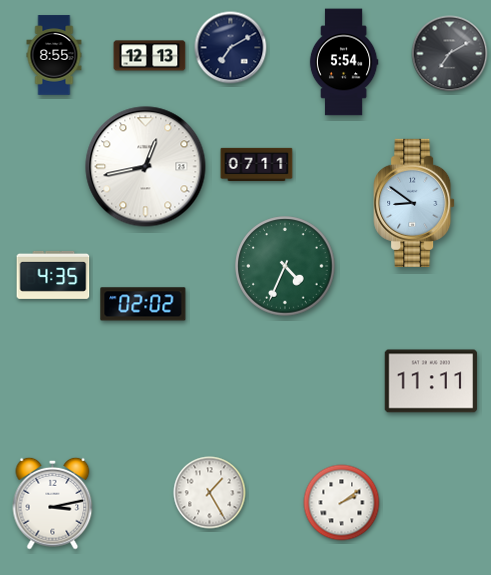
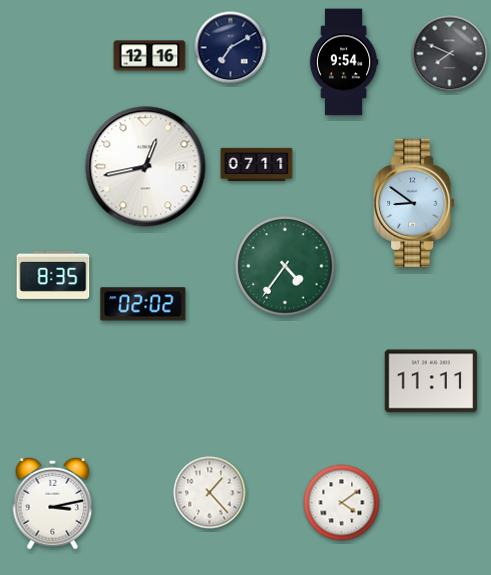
clock at (450, 54): 7:10 -> 7:49
clock at (54, 55): 8:55 -> none
clock at (150, 56): 12:13 -> 12:16
clock at (344, 62): 5:54 -> 9:54
clock at (285, 266): 4:34 -> 4:36
clock at (53, 275): 4:35 -> 8:35
clock at (210, 493): 1:25 -> 1:23
clock at (342, 503): 2:09 -> 4:09
